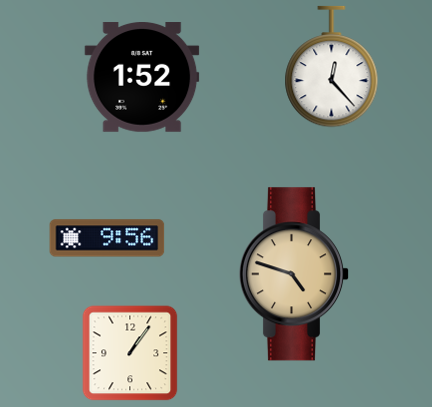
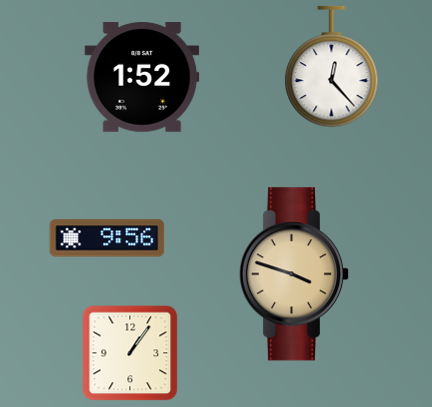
clock at (294, 274): 4:48 -> 3:48
